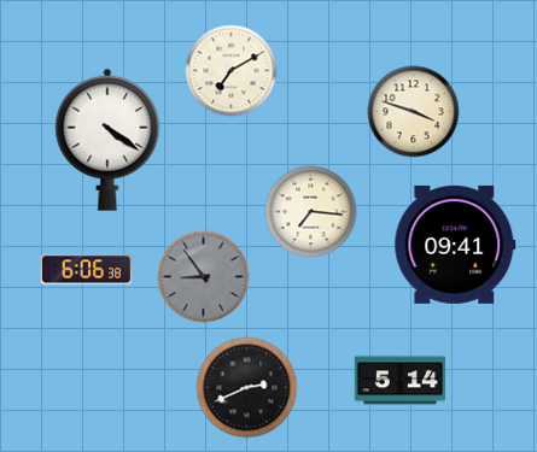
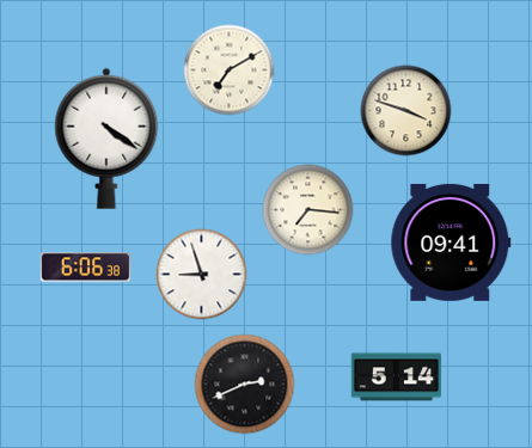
clock at (414, 112) position: (414, 112) -> (406, 111)
clock at (204, 277): 8:54 -> 8:57
clock at (204, 277) dial: grey -> white
